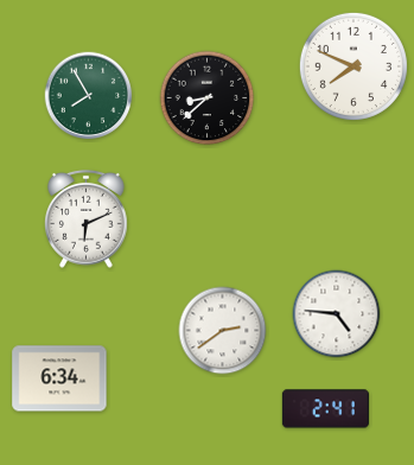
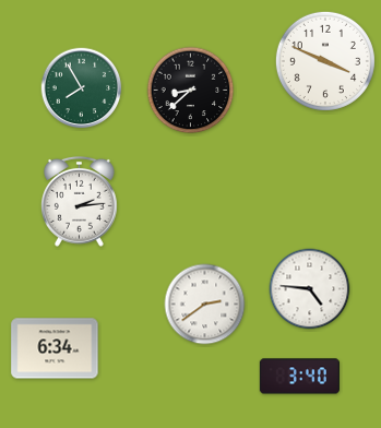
clock at (354, 66): 7:49 -> 3:49
clock at (87, 218): 6:11 -> 2:14
clock at (325, 409): 2:41 -> 3:40
